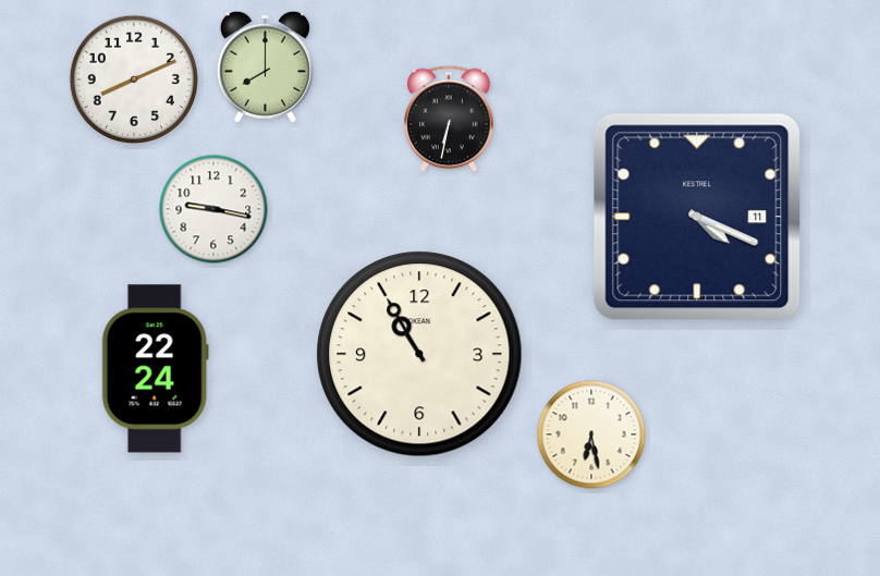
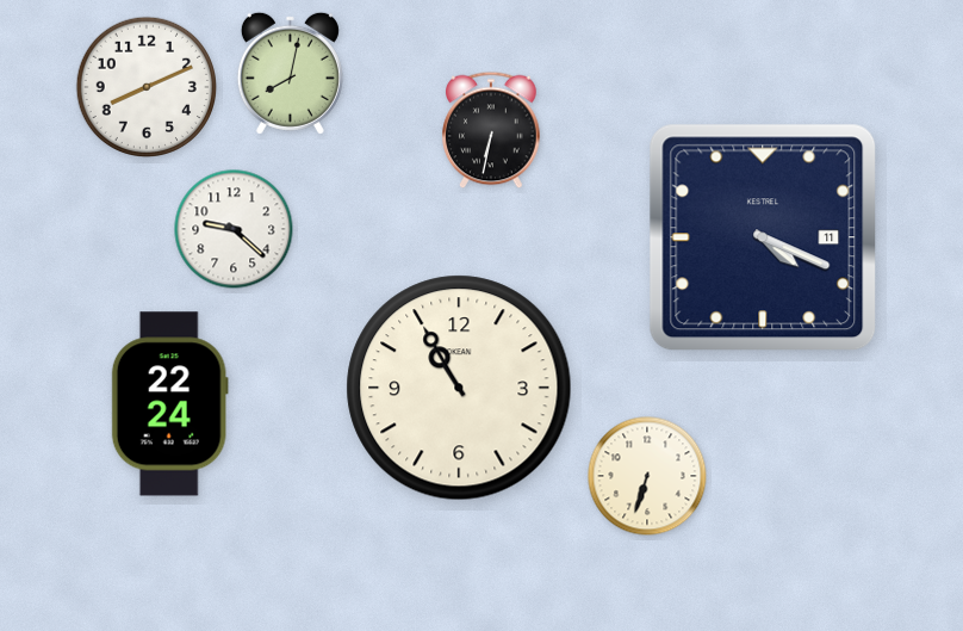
clock at (265, 66): 8:00 -> 8:02
clock at (213, 209): 9:17 -> 9:22
clock at (591, 434): 6:28 -> 6:33
